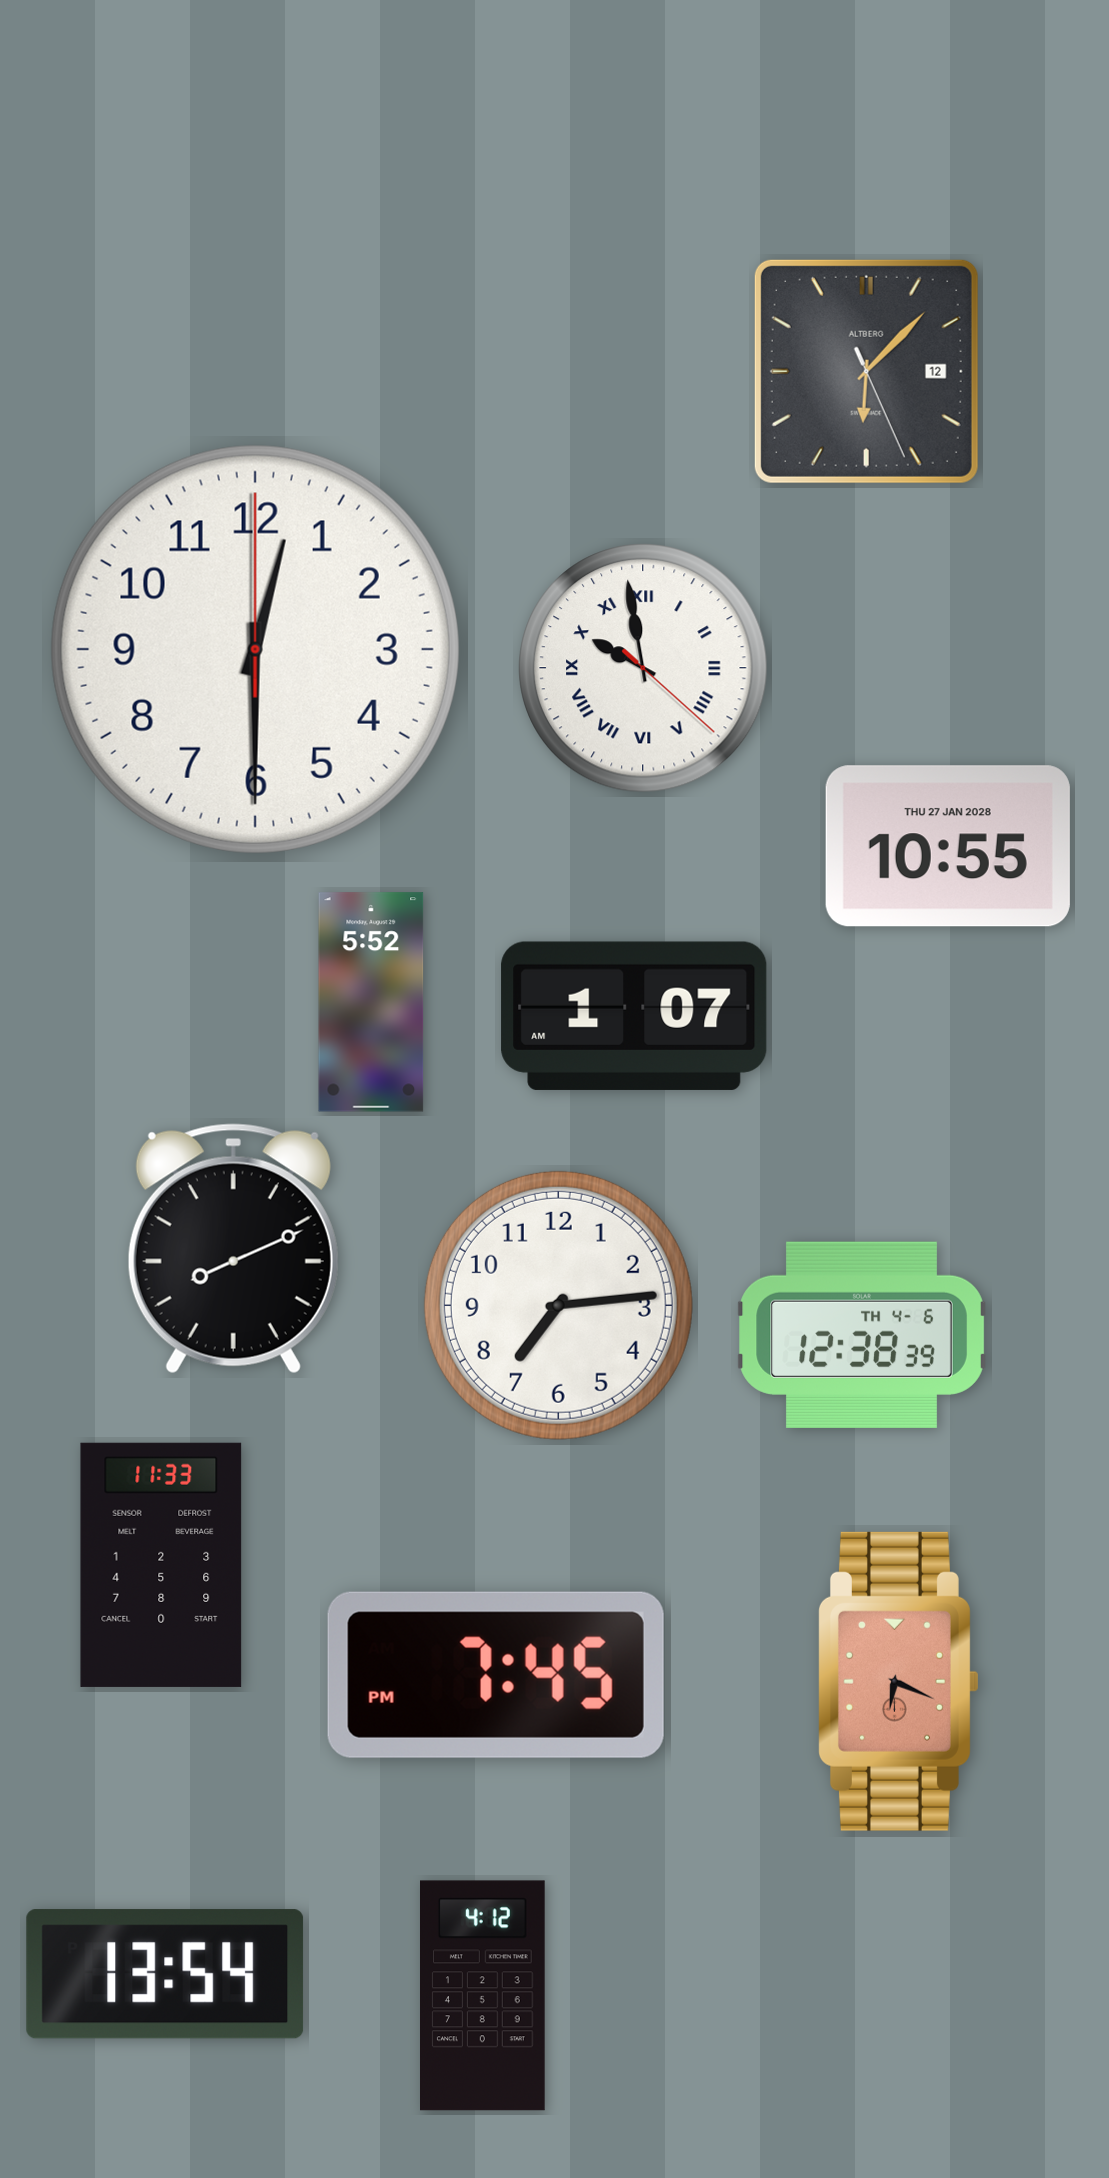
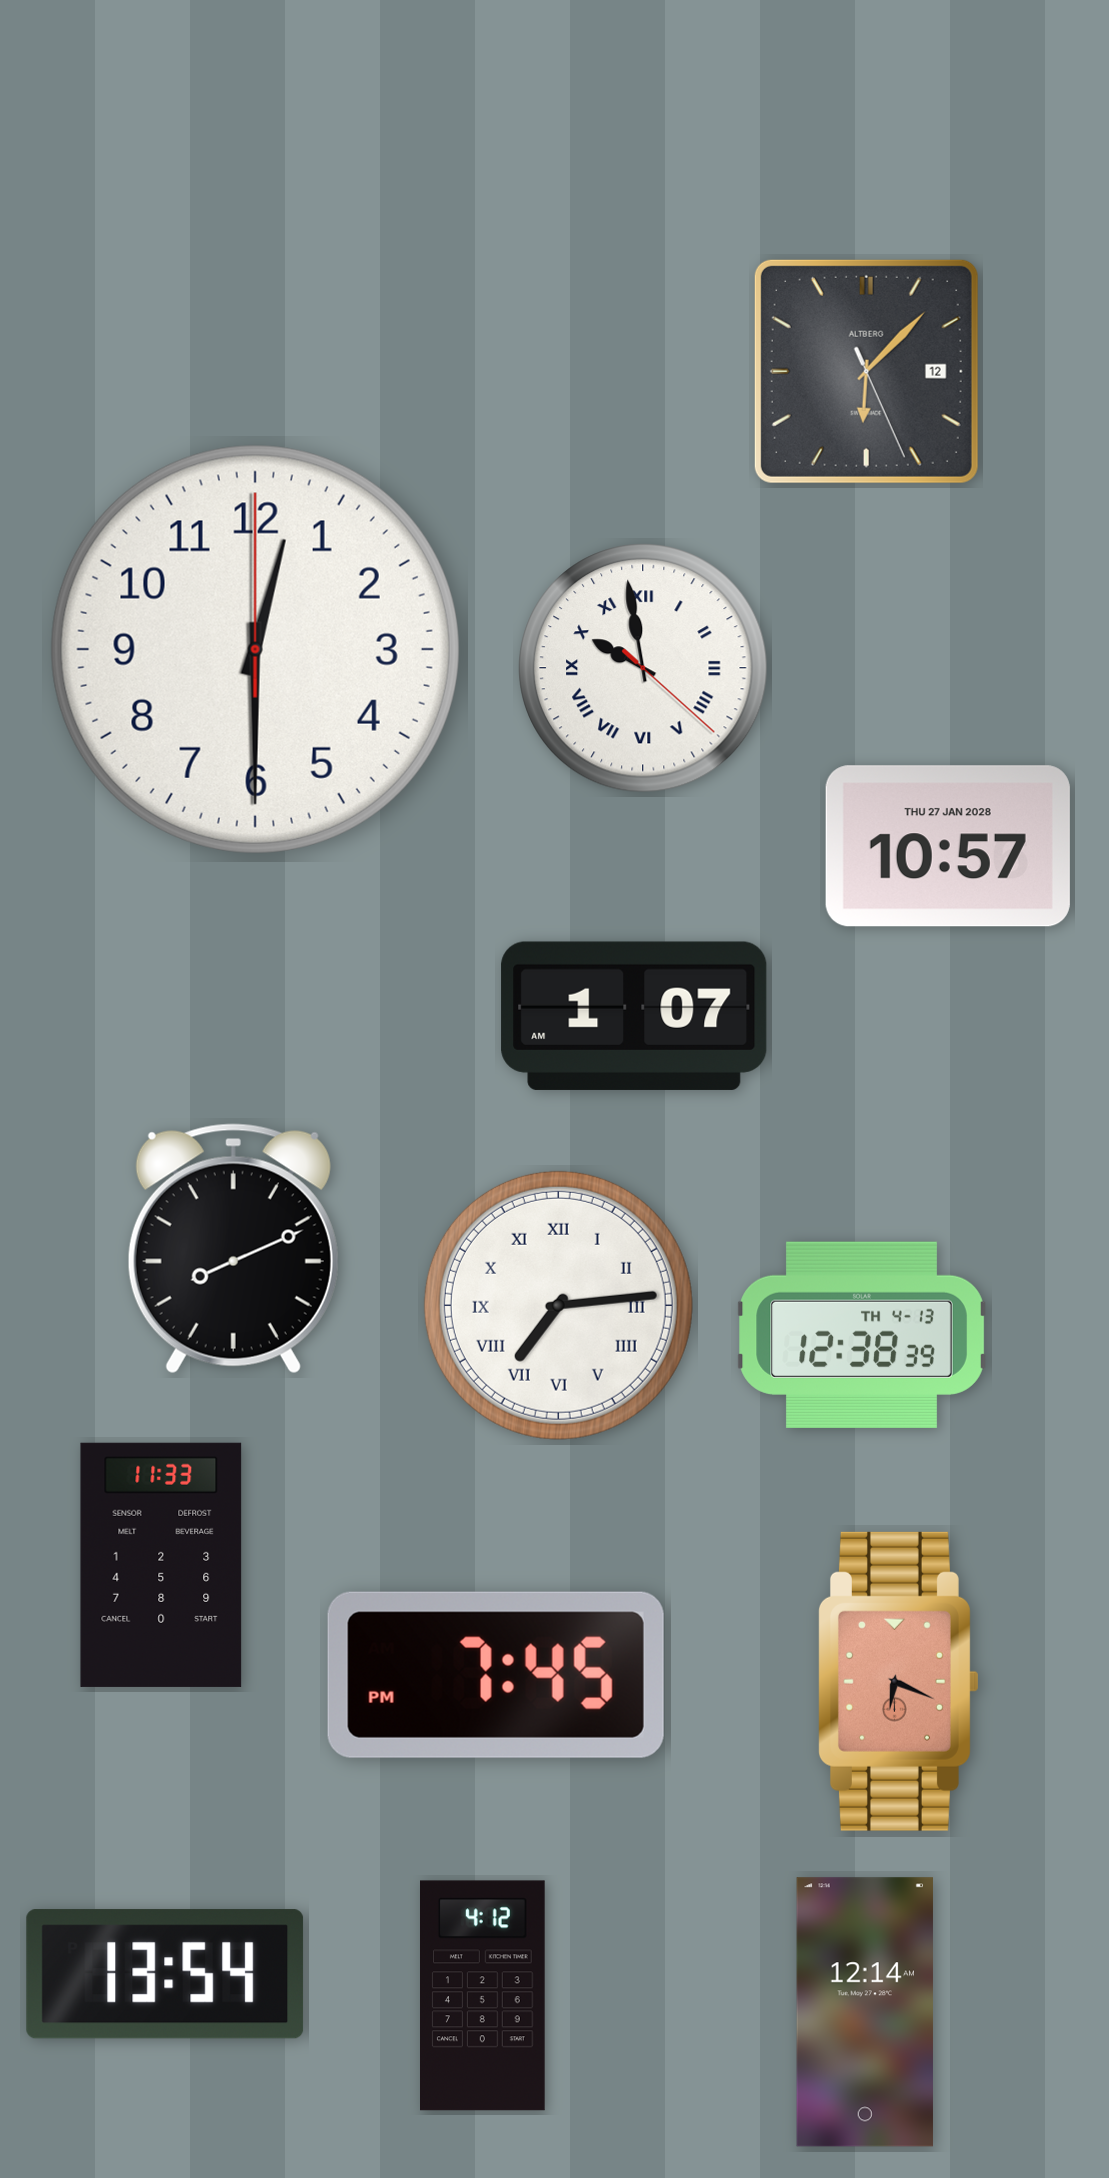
clock at (948, 846): 10:55 -> 10:57
clock at (371, 1002): 5:52 -> none
clock at (558, 1305) numerals: Arabic -> Roman
clock at (862, 1335) date: TH 4-6 -> TH 4-13
clock at (865, 2012): none -> 12:14
